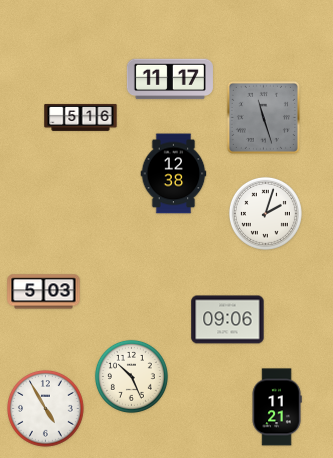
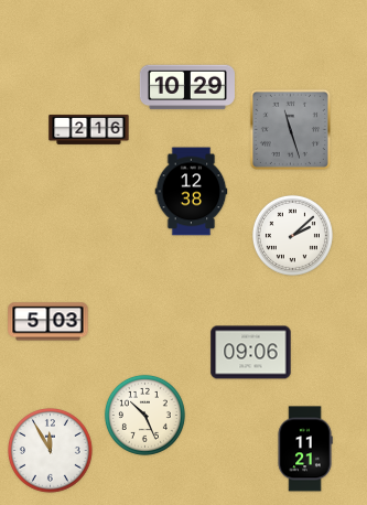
clock at (170, 79): 11:17 -> 10:29
clock at (81, 117): 5:16 -> 2:16
clock at (265, 213): 2:03 -> 2:08
clock at (46, 409): 4:55 -> 11:55
